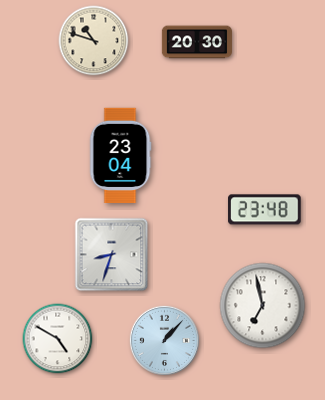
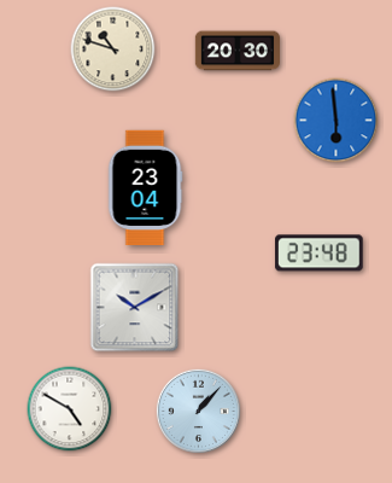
clock at (337, 121): none -> 5:59
clock at (112, 255): 8:33 -> 10:10
clock at (263, 306): 6:58 -> none
